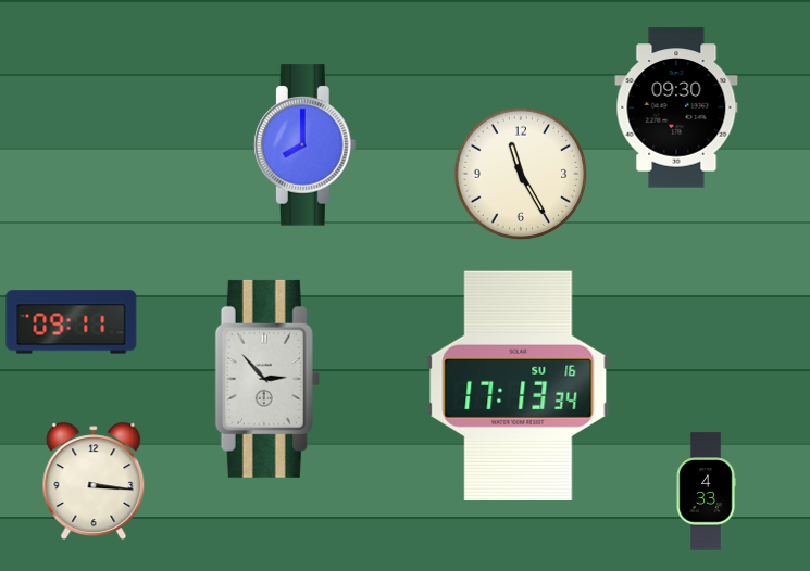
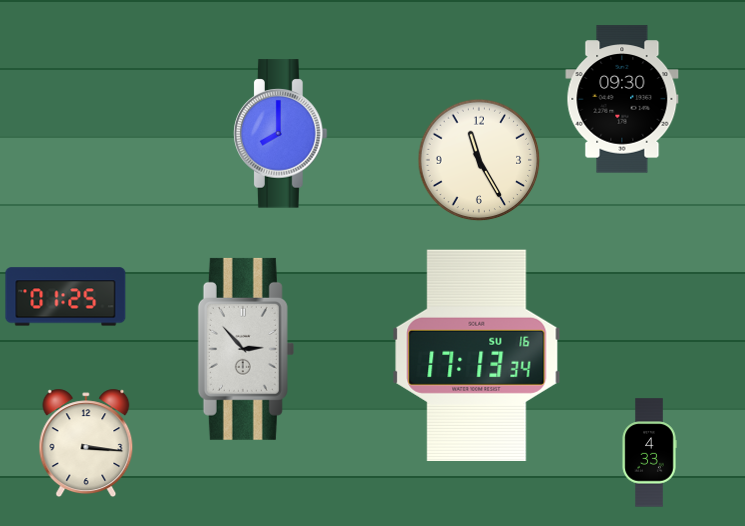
clock at (72, 322): 09:11 -> 01:25
